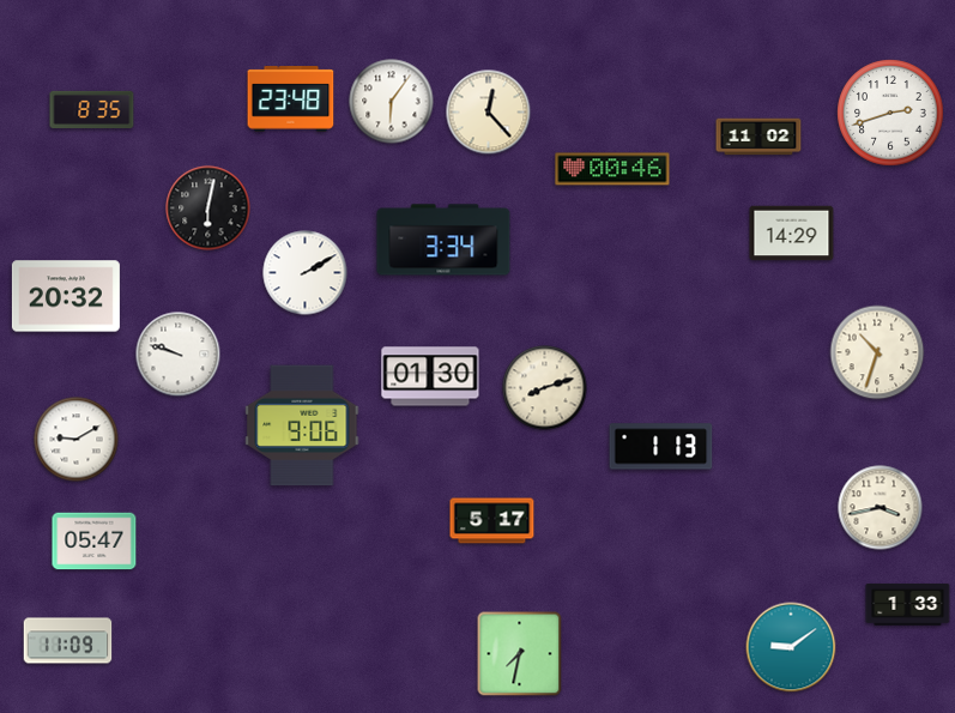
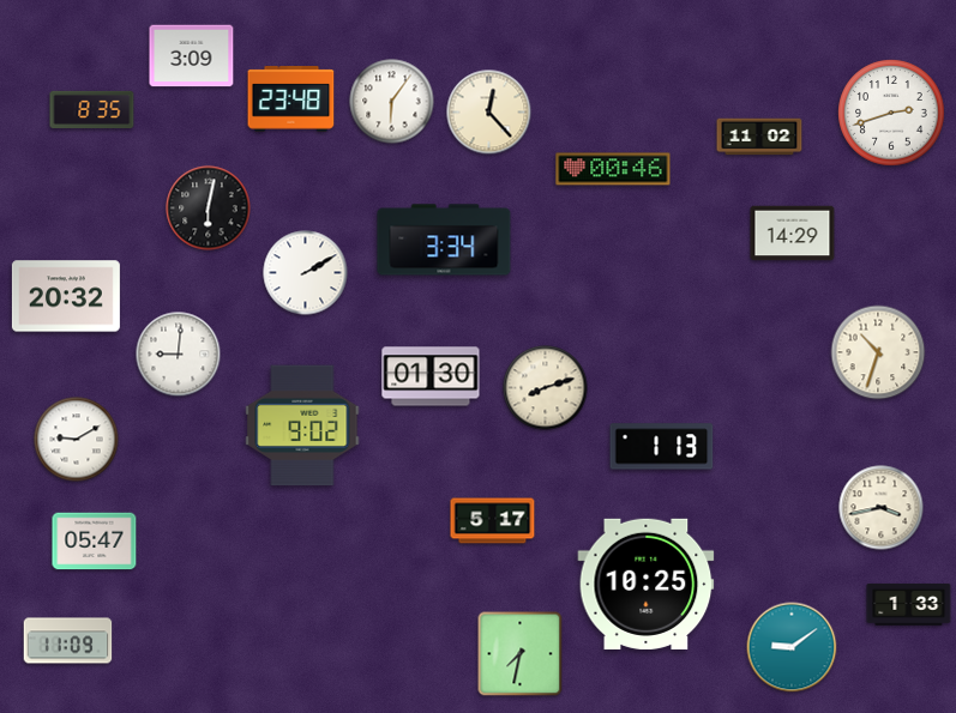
clock at (192, 56): none -> 3:09
clock at (179, 355): 9:48 -> 9:01
clock at (302, 425): 9:06 -> 9:02
clock at (647, 584): none -> 10:25
